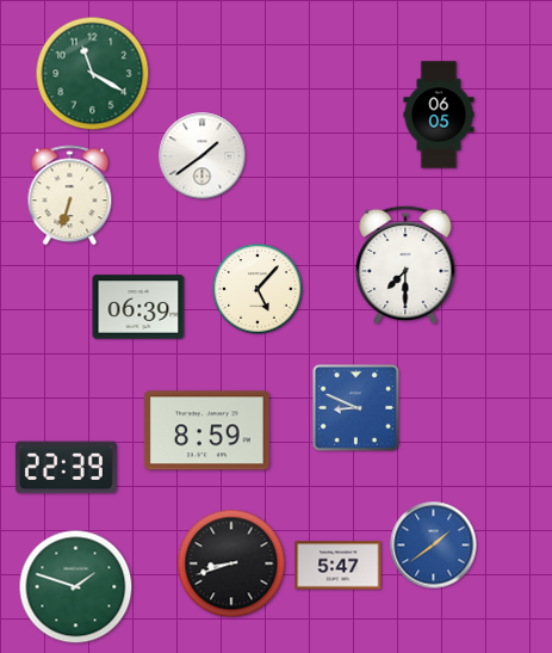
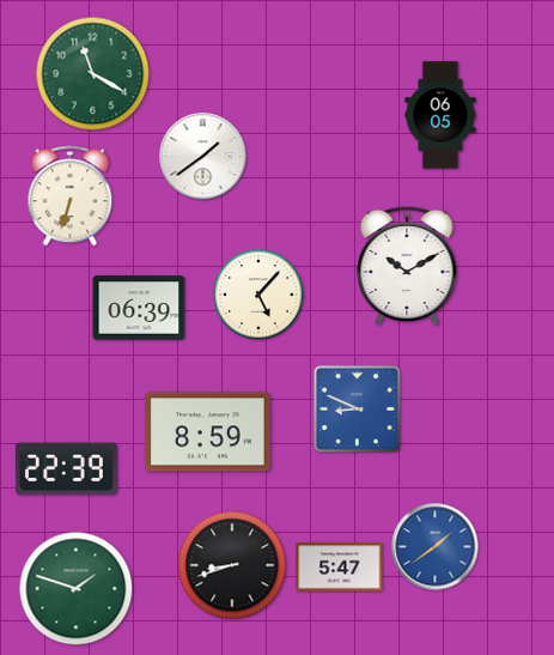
clock at (405, 265): 7:30 -> 10:10
clock at (258, 289) position: (258, 289) -> (258, 295)
